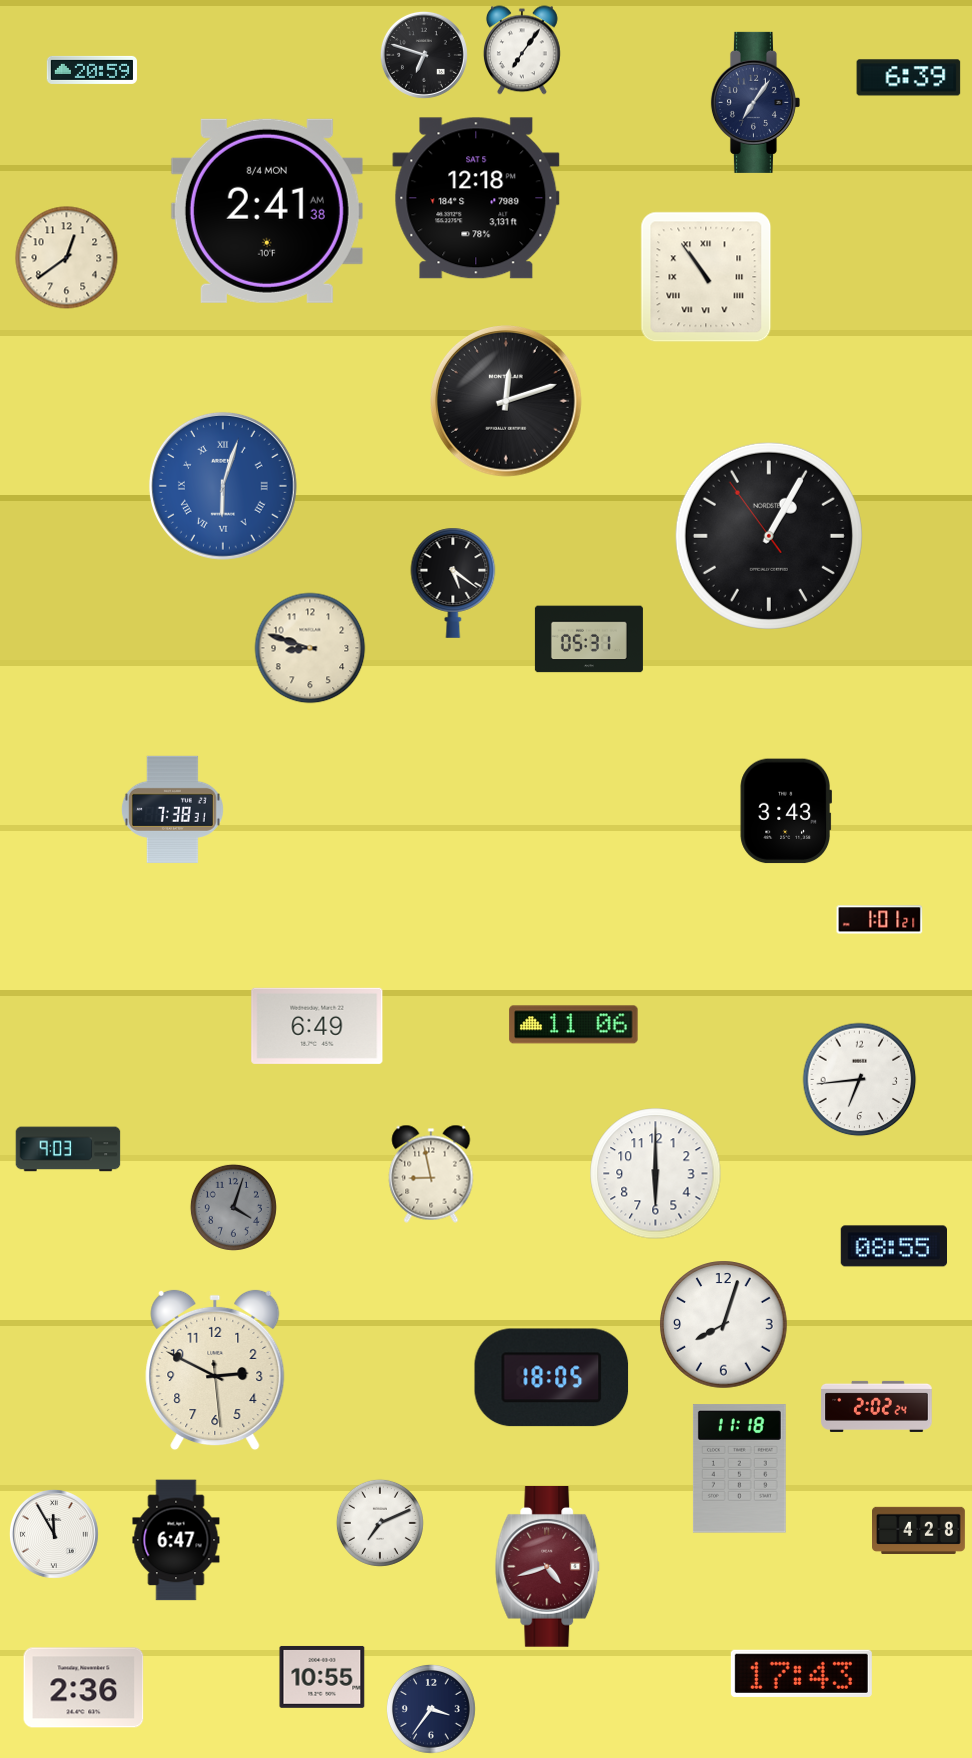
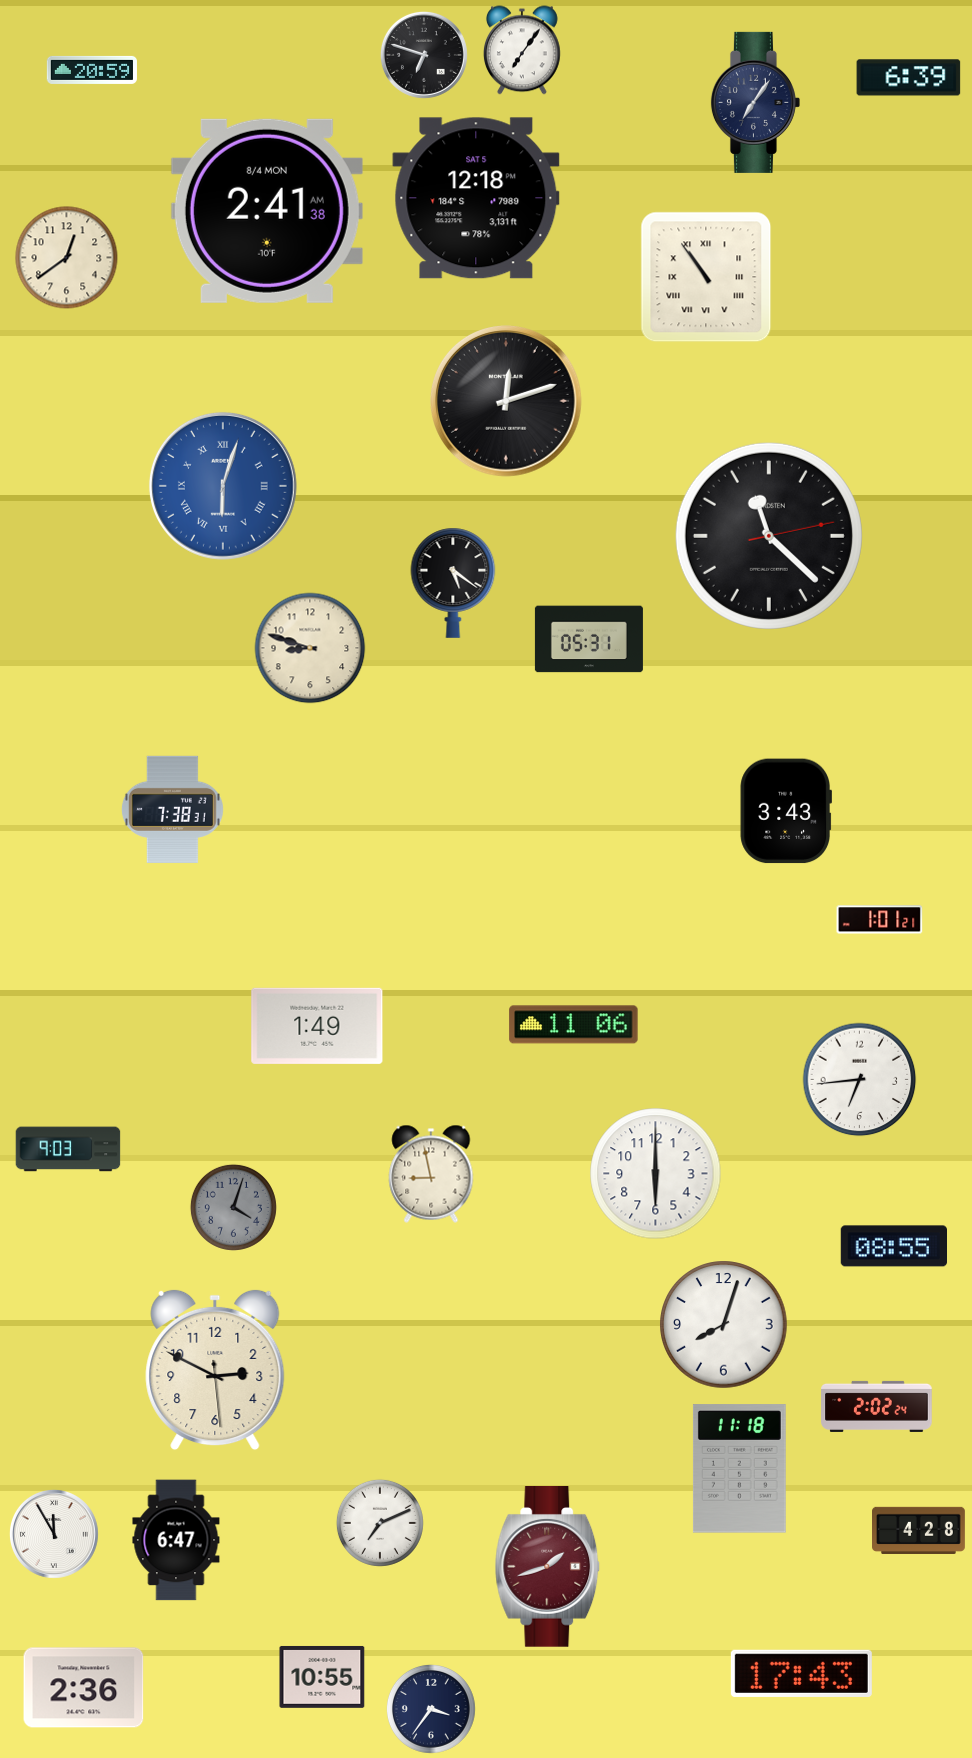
clock at (769, 536): 1:04 -> 11:22
clock at (317, 1026): 6:49 -> 1:49
clock at (552, 1378): 18:05 -> none
clock at (548, 1567): 4:42 -> 1:42
